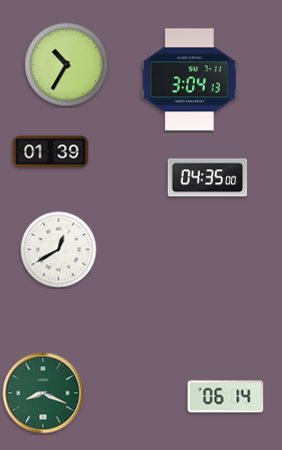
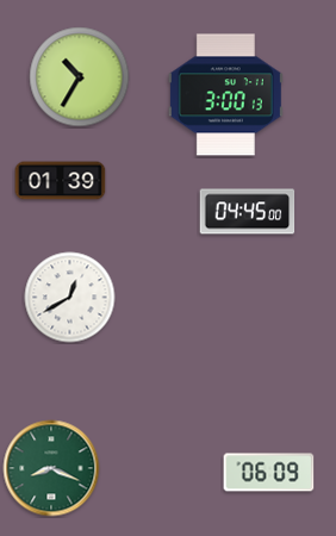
clock at (189, 80): 3:04 -> 3:00
clock at (208, 178): 04:35 -> 04:45
clock at (226, 397): 06:14 -> 06:09
